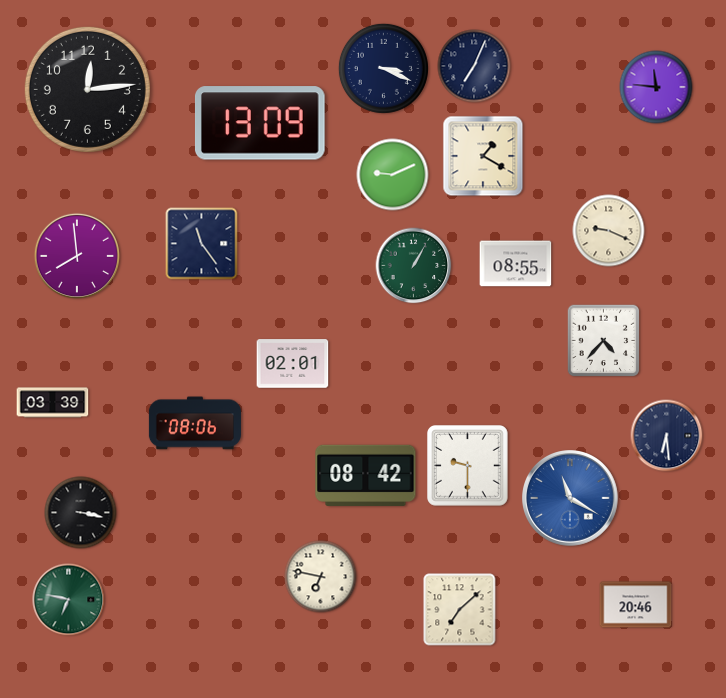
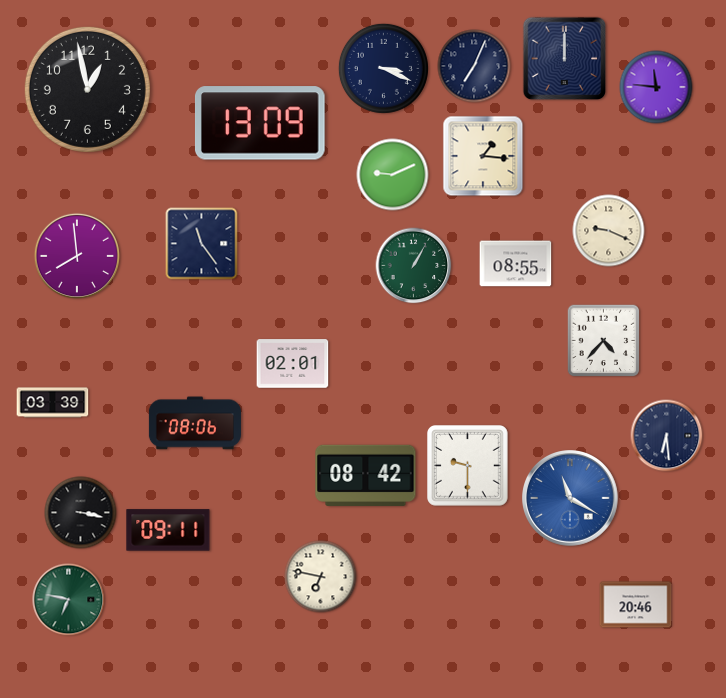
clock at (565, 59): none -> 12:00
clock at (87, 89): 12:14 -> 12:58
clock at (483, 156): 1:20 -> 1:16
clock at (168, 530): none -> 09:11
clock at (460, 610): 7:08 -> none
